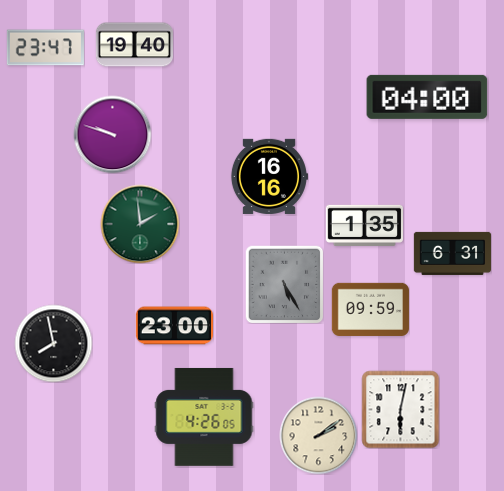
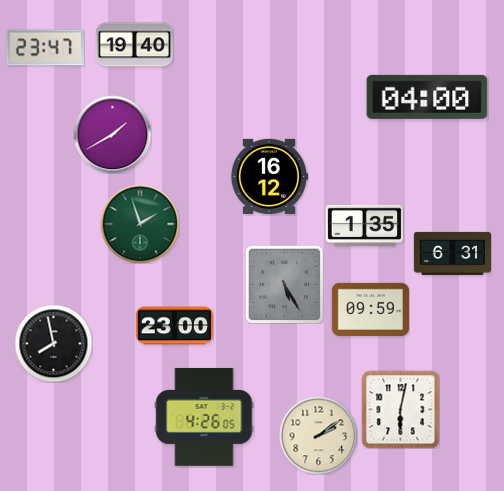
clock at (112, 134): 9:48 -> 1:40
clock at (269, 176): 16:16 -> 16:12
clock at (140, 224): 1:59 -> 1:57
